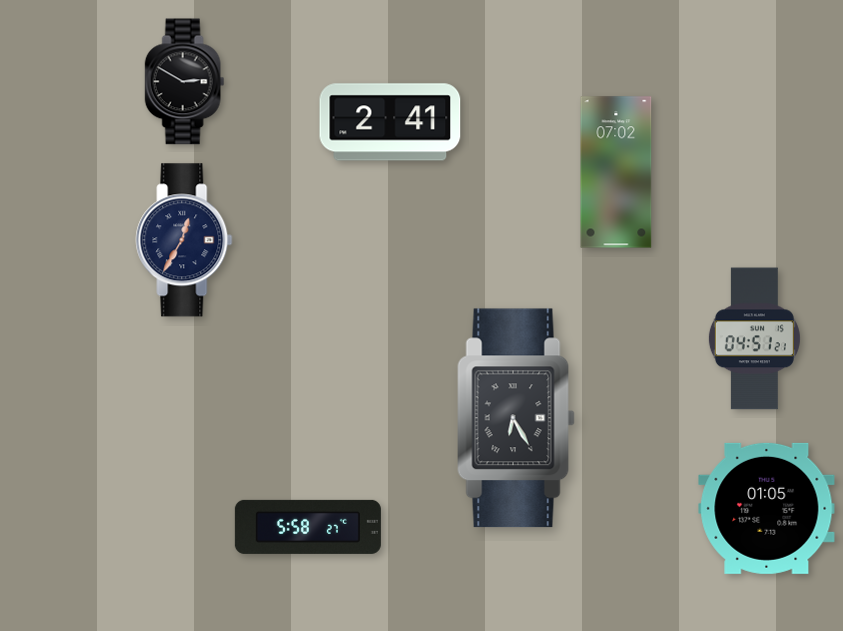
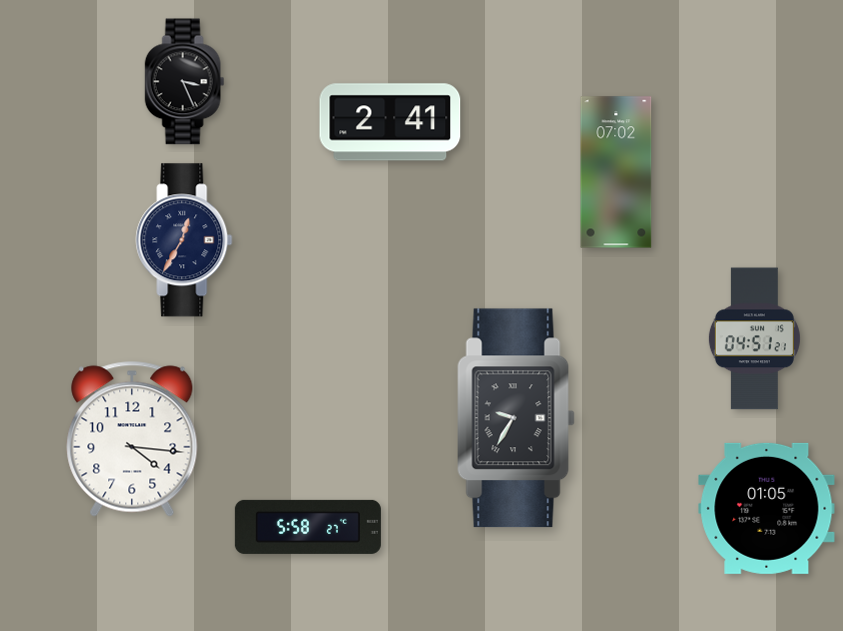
clock at (185, 82): 2:50 -> 3:26
clock at (516, 418): 6:25 -> 9:35
clock at (132, 439): none -> 4:16
